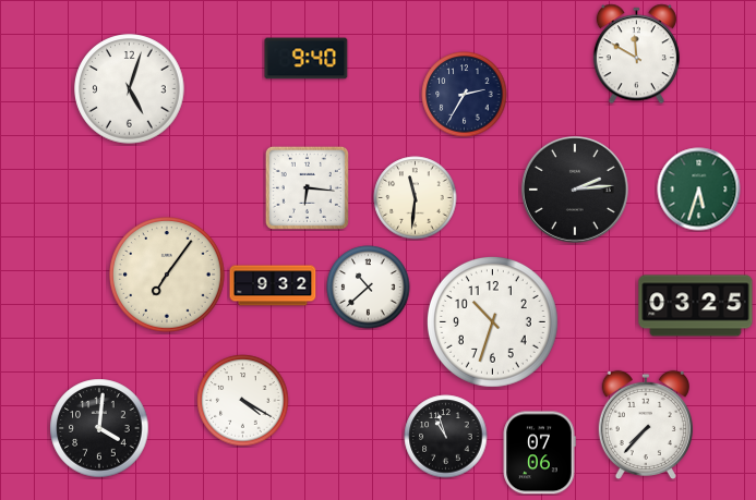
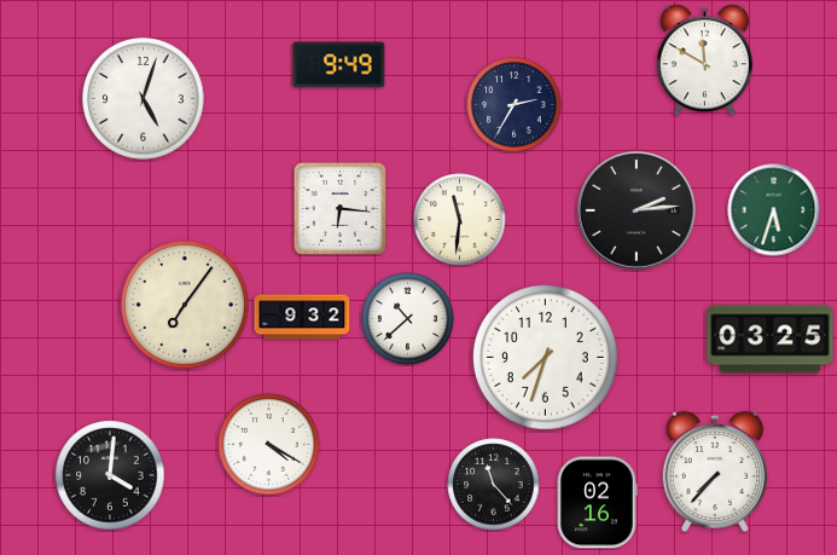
clock at (307, 59): 9:40 -> 9:49
clock at (492, 321): 10:33 -> 7:33
clock at (446, 437): 10:57 -> 11:23
clock at (539, 453): 07:06 -> 02:16
